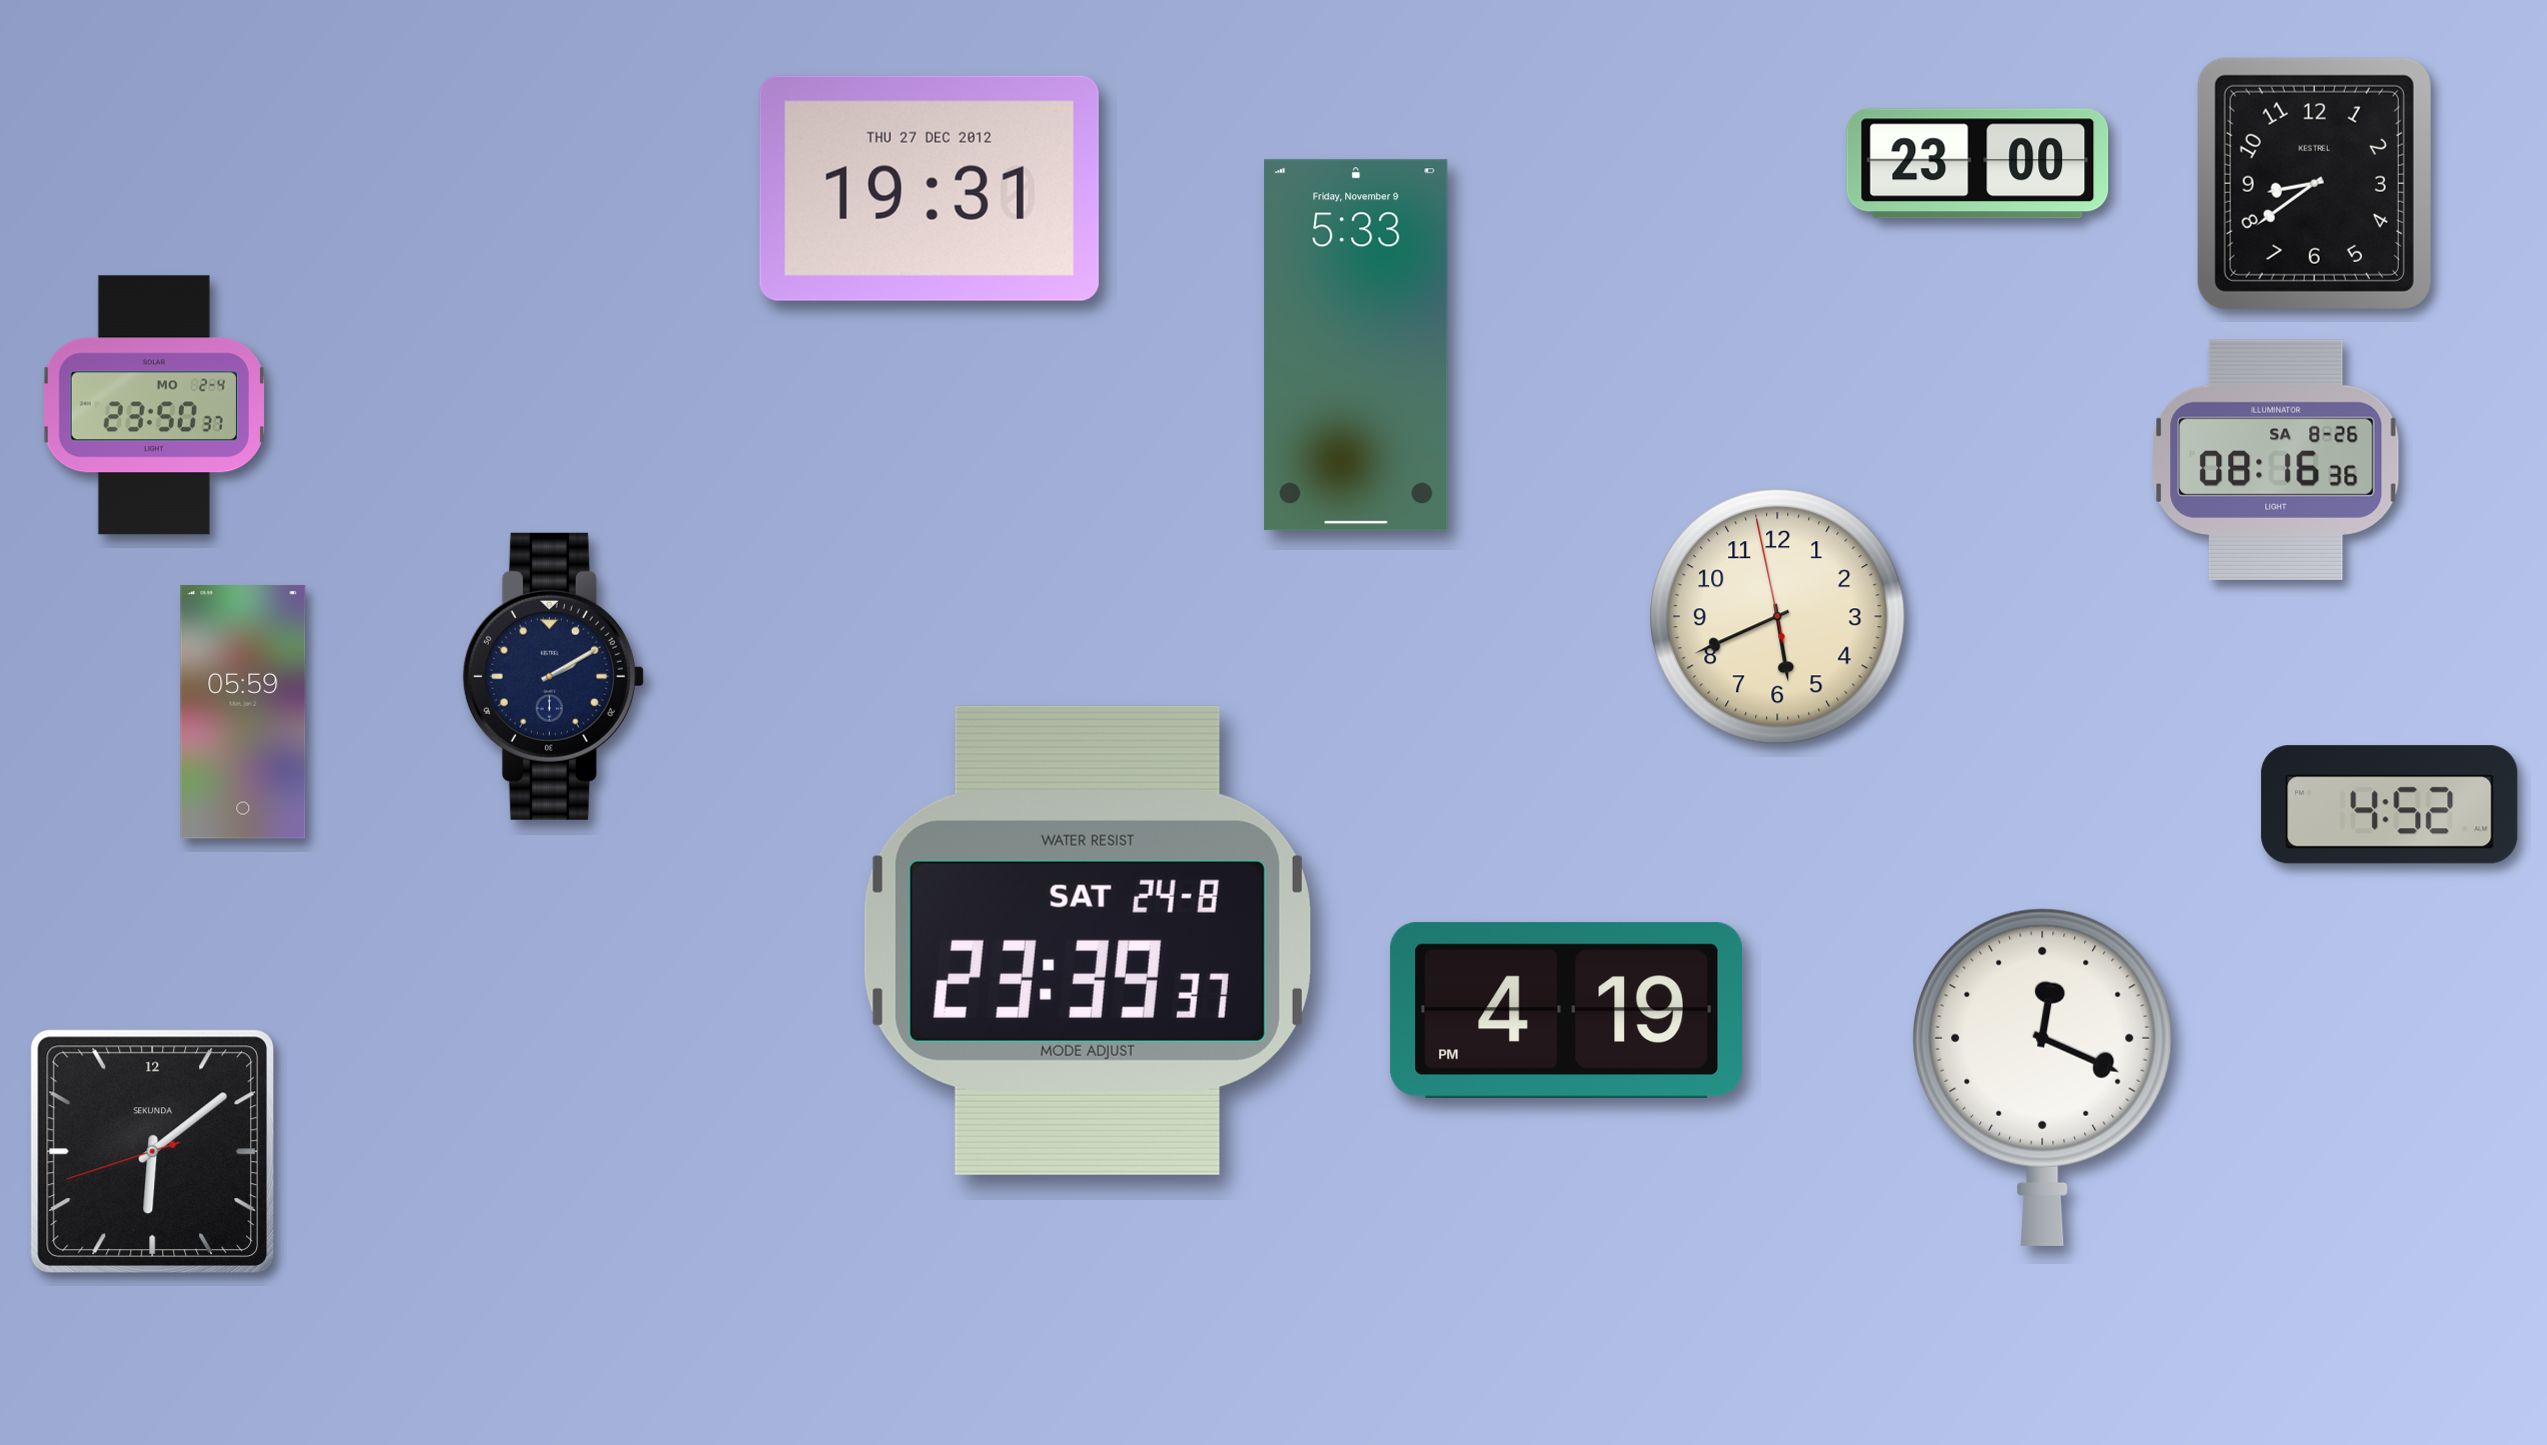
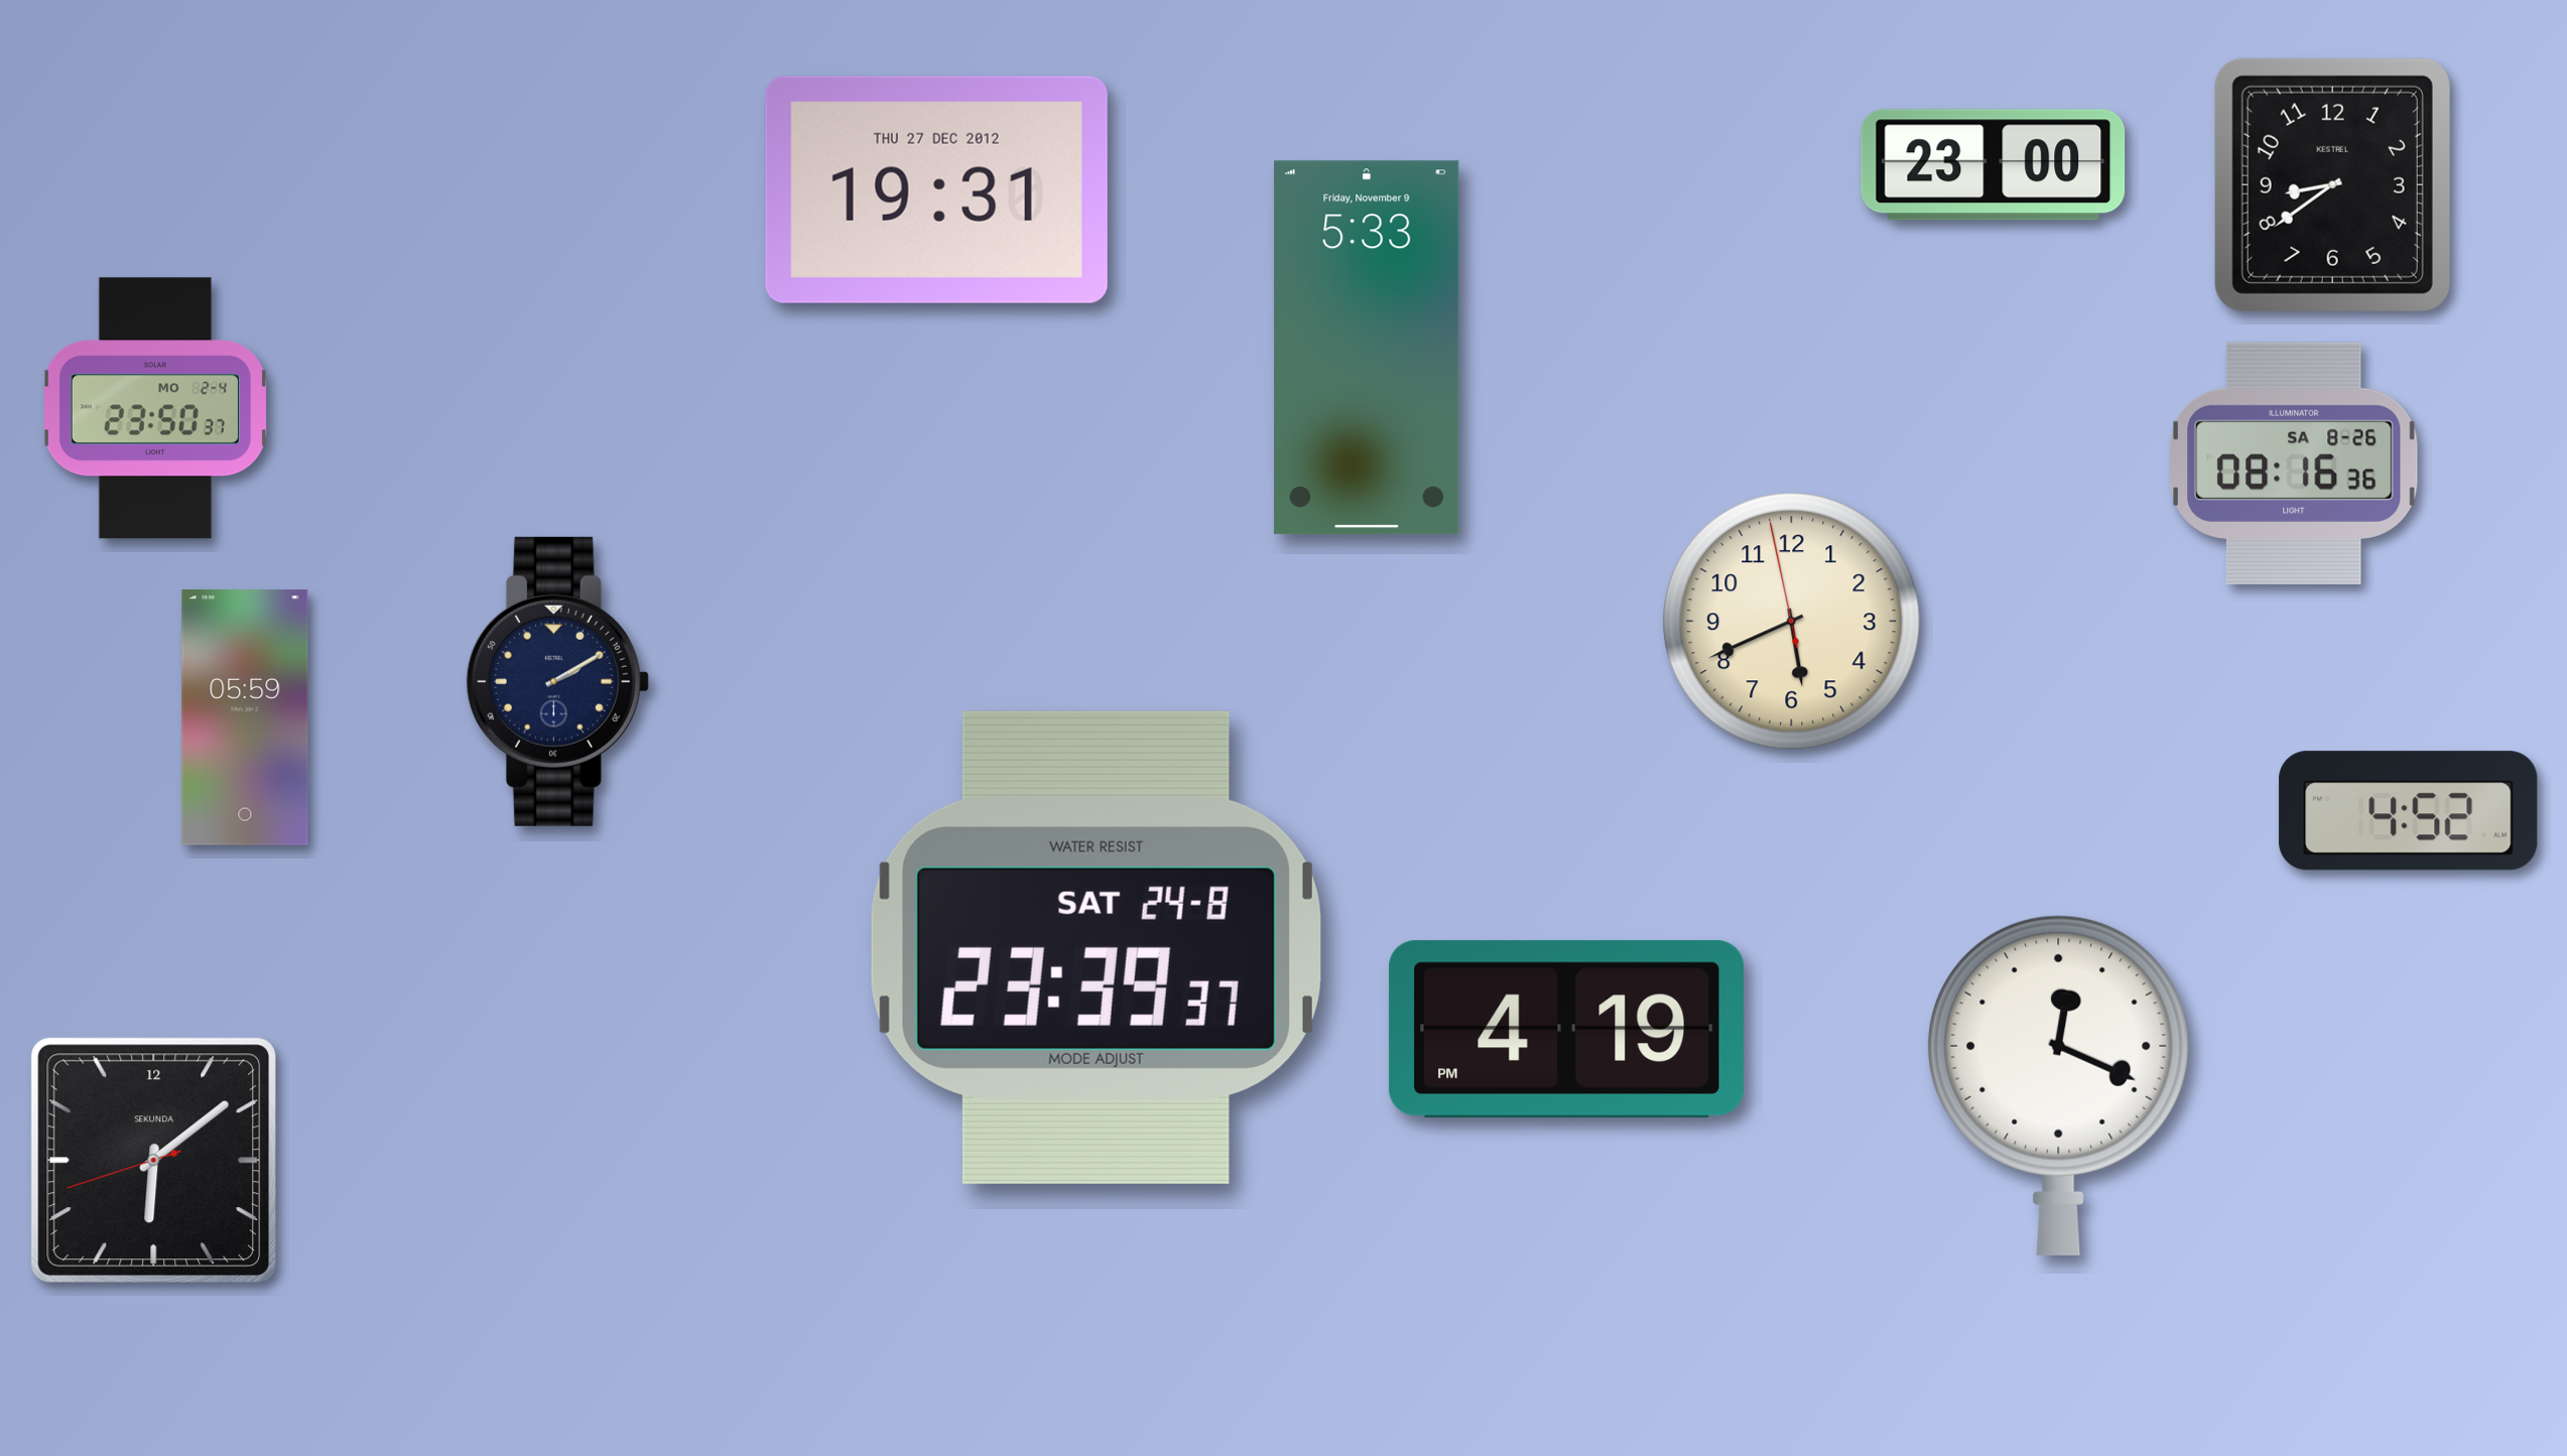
clock at (1566, 1011) position: (1566, 1011) -> (1566, 1030)
